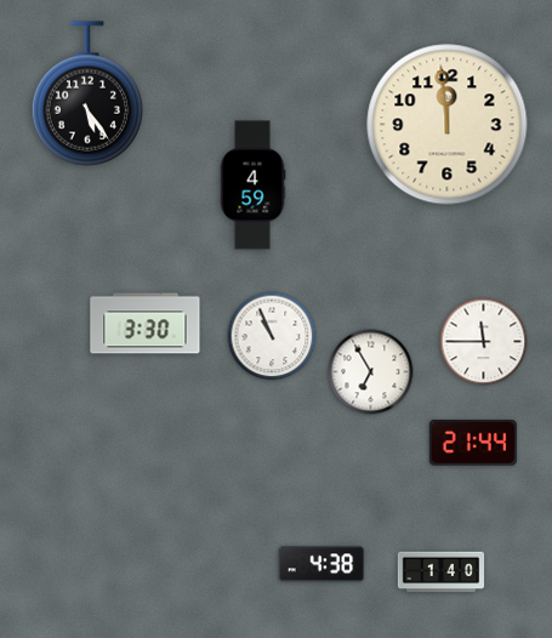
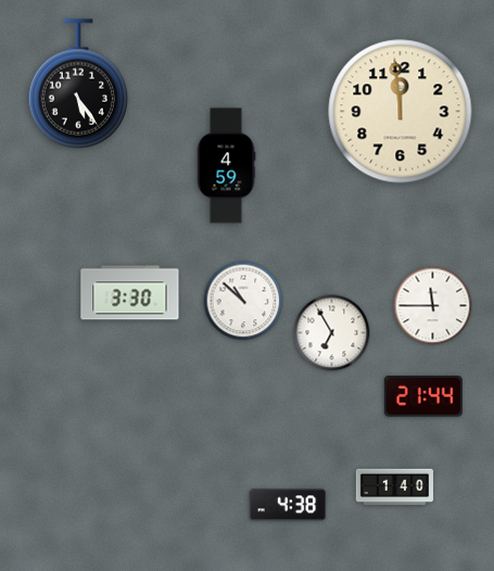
clock at (146, 324) position: (146, 324) -> (130, 293)
clock at (272, 336): 10:56 -> 10:52
clock at (442, 573) position: (442, 573) -> (395, 487)
